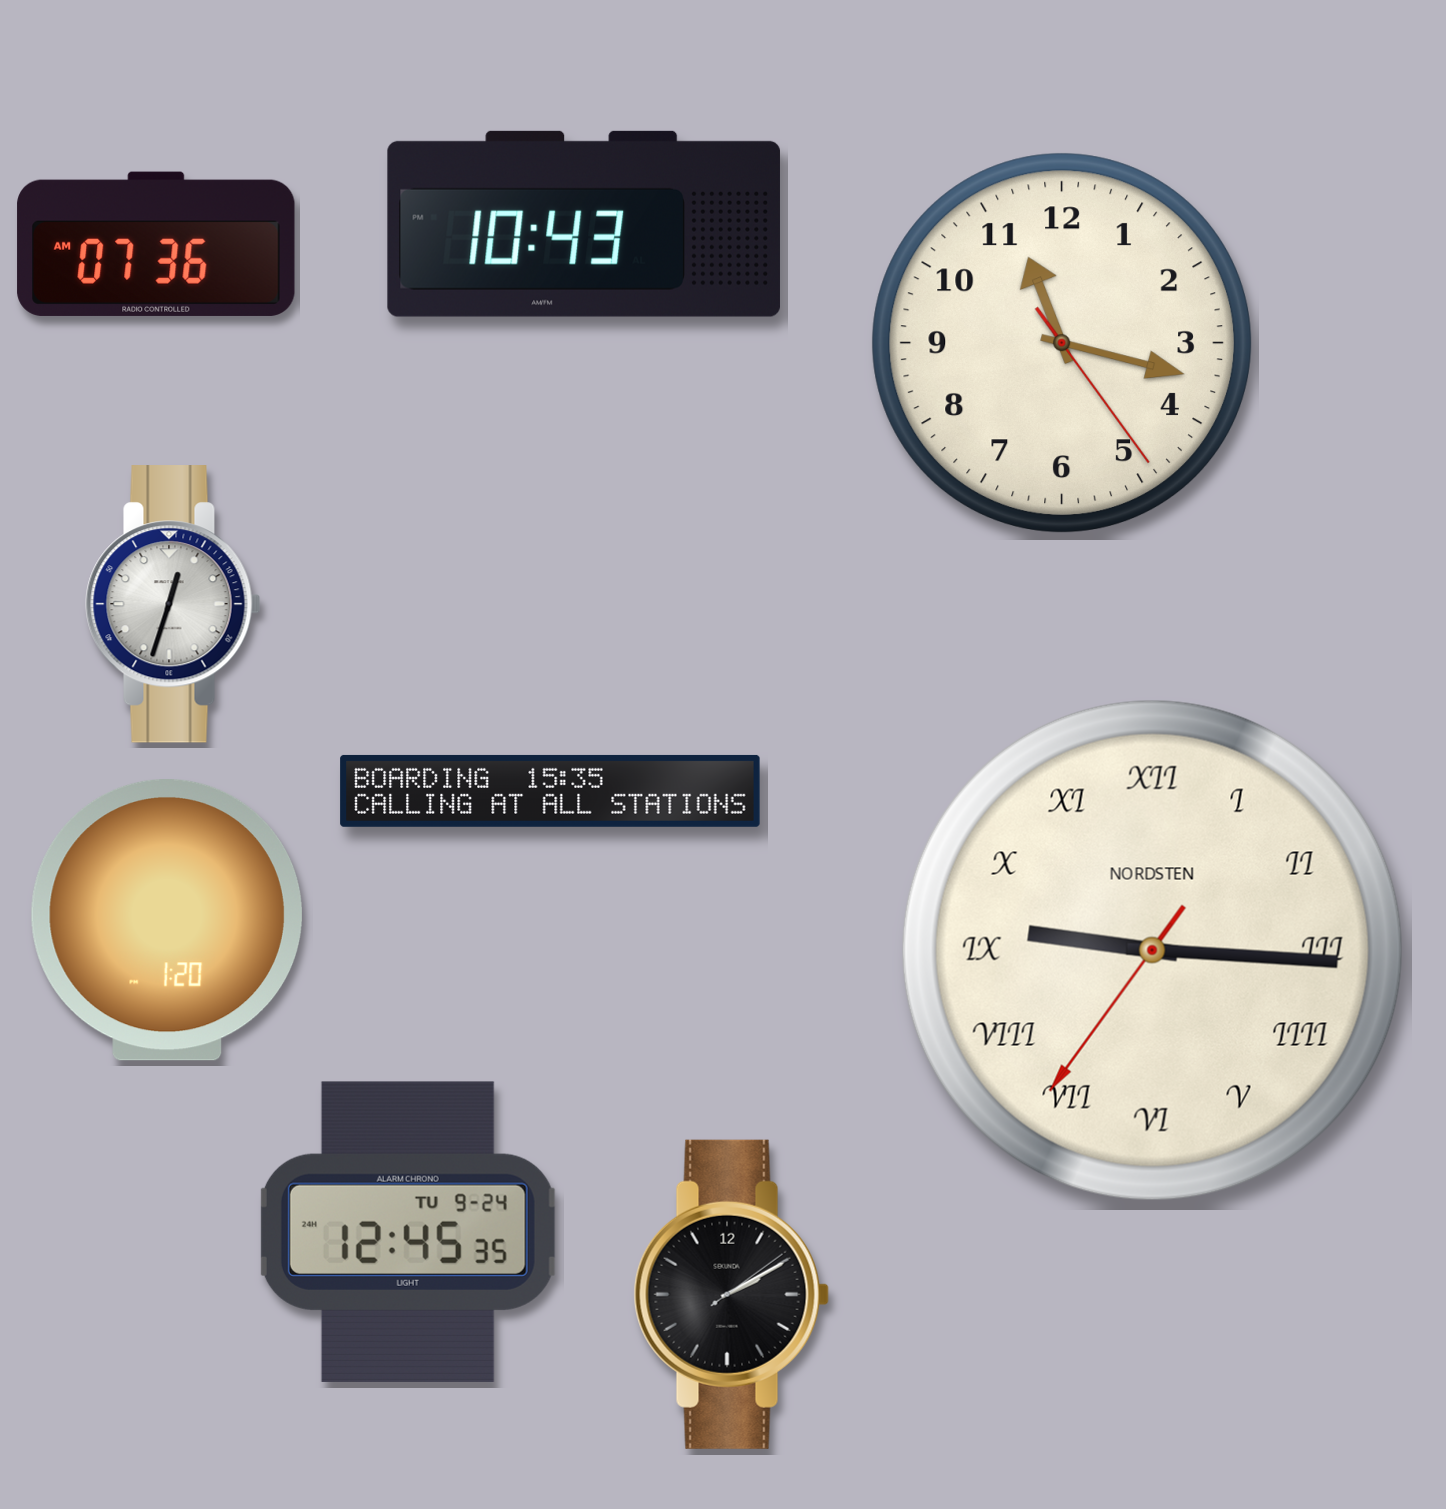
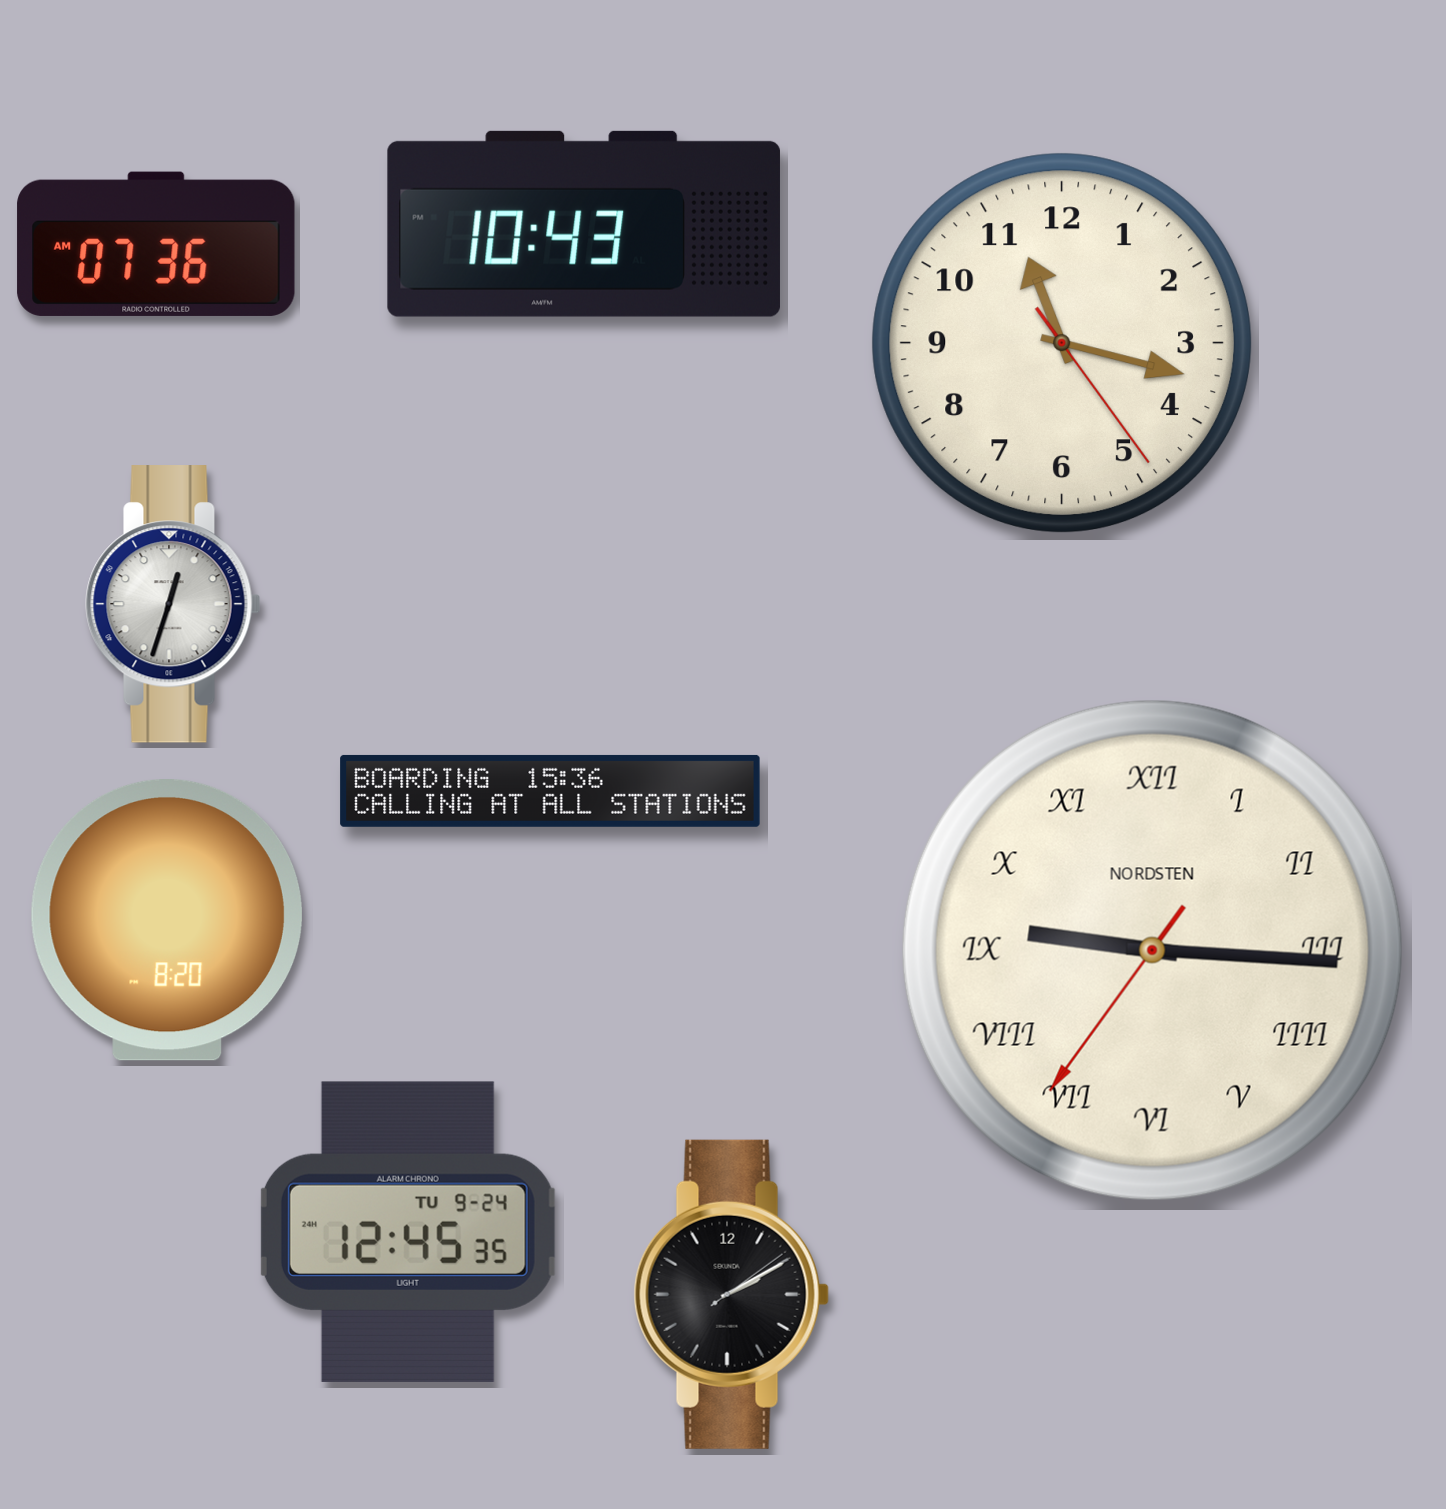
clock at (550, 791): 15:35 -> 15:36
clock at (167, 921): 1:20 -> 8:20
